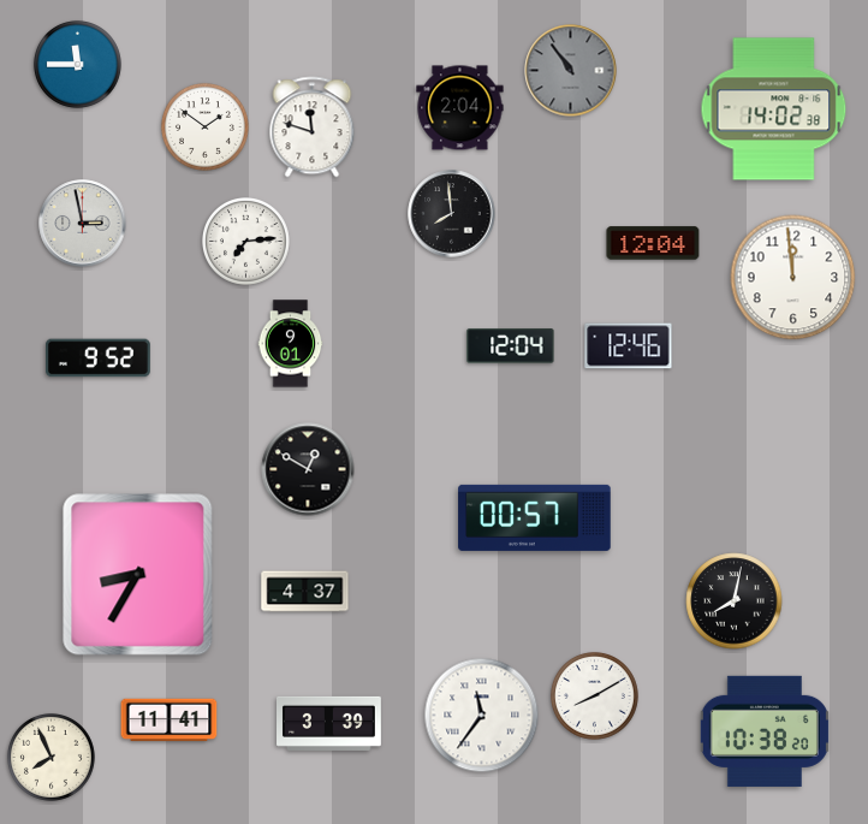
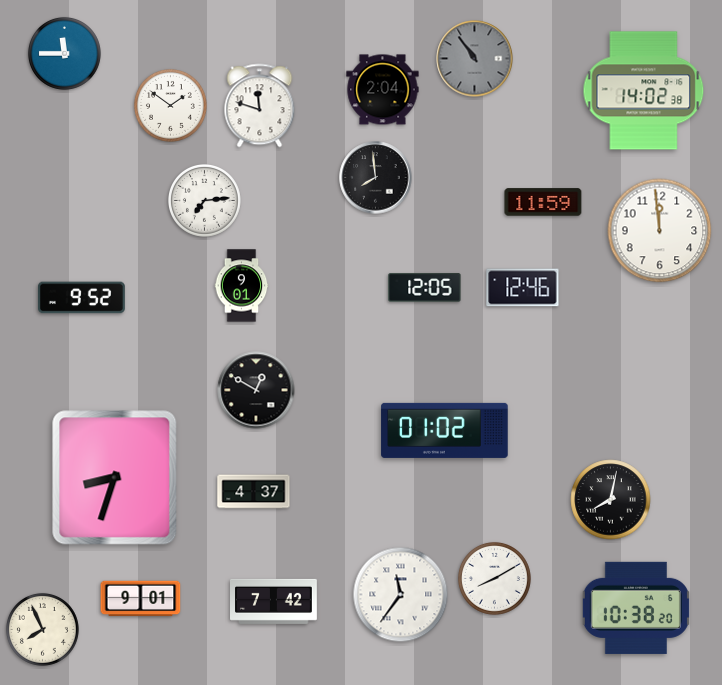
clock at (83, 224): 2:58 -> none
clock at (653, 243): 12:04 -> 11:59
clock at (511, 346): 12:04 -> 12:05
clock at (535, 517): 00:57 -> 01:02
clock at (138, 575): 8:35 -> 8:33
clock at (170, 721): 11:41 -> 9:01
clock at (329, 723): 3:39 -> 7:42
